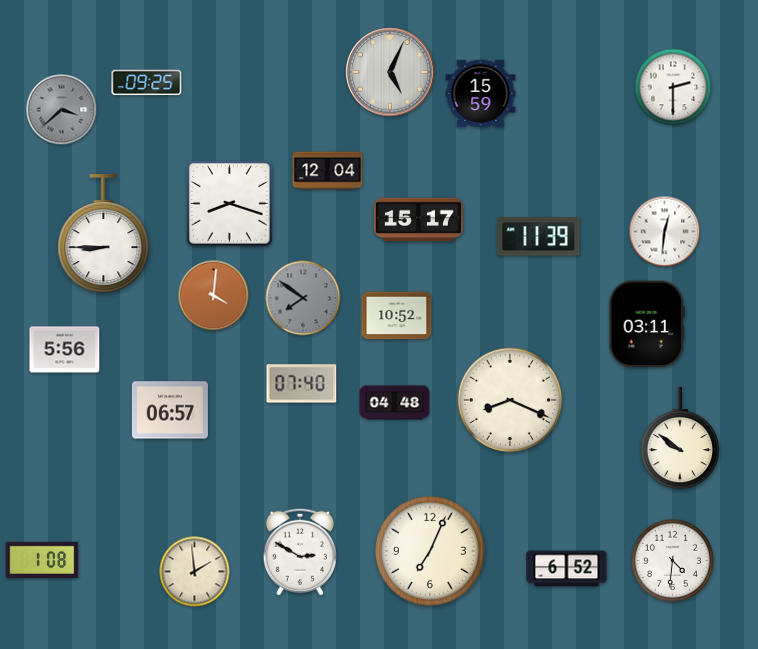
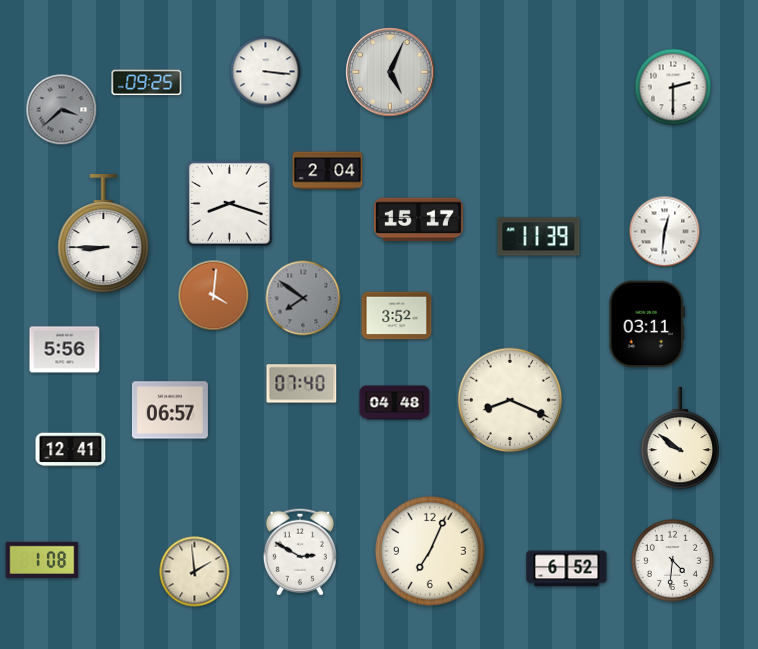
clock at (266, 72): none -> 3:16
clock at (481, 94): 15:59 -> none
clock at (328, 171): 12:04 -> 2:04
clock at (397, 316): 10:52 -> 3:52
clock at (71, 450): none -> 12:41
